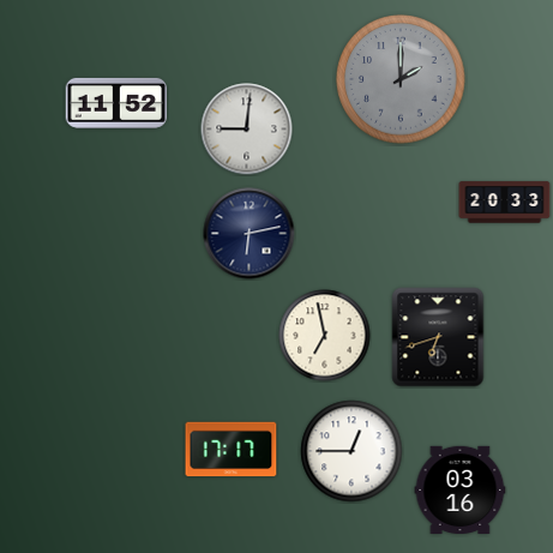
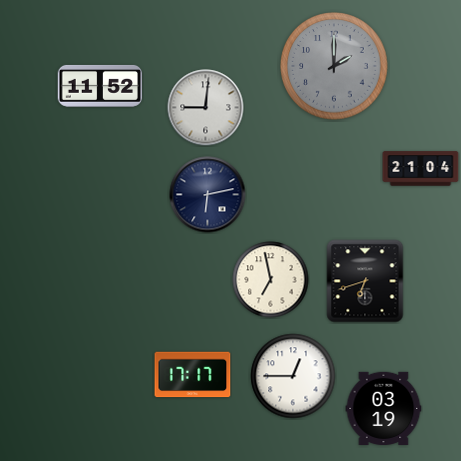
clock at (115, 103) position: (115, 103) -> (99, 86)
clock at (505, 203): 20:33 -> 21:04
clock at (461, 489): 03:16 -> 03:19
